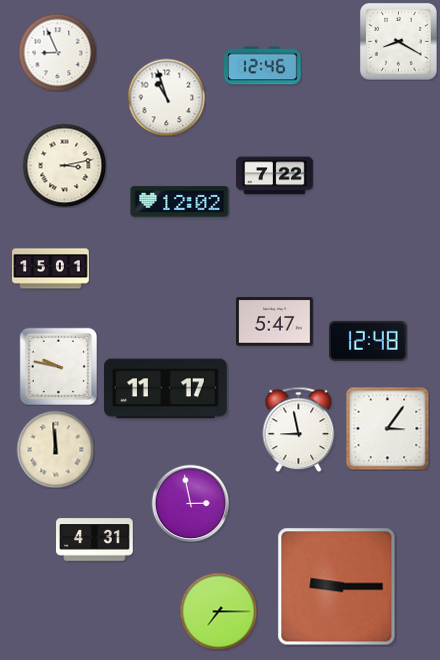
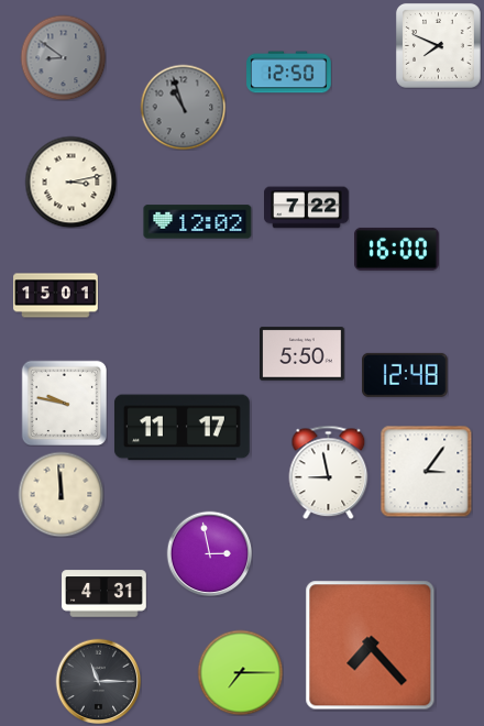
clock at (398, 41): 8:20 -> 7:49
clock at (57, 52): 8:56 -> 8:51
clock at (57, 52) dial: white -> grey
clock at (263, 66): 12:46 -> 12:50
clock at (166, 97) dial: white -> grey
clock at (275, 176) position: (275, 176) -> (307, 208)
clock at (397, 249): none -> 16:00
clock at (275, 322): 5:47 -> 5:50
clock at (337, 587): 9:15 -> 7:23
clock at (98, 681): none -> 11:15
